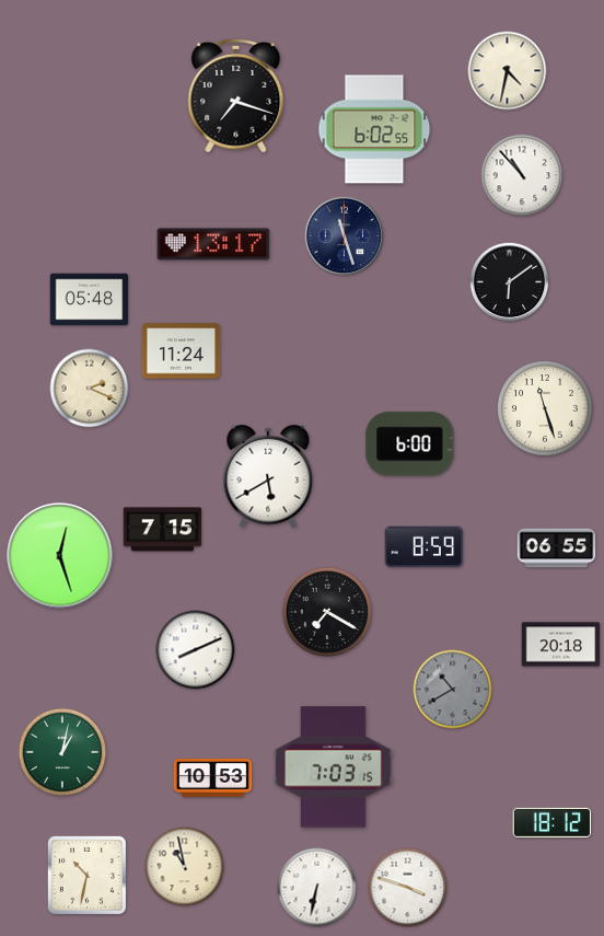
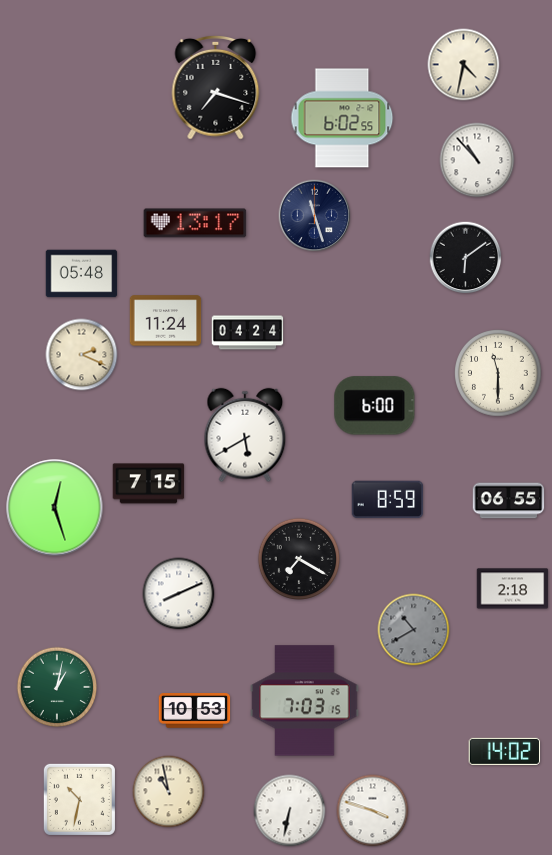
clock at (248, 333): none -> 04:24
clock at (546, 409): 11:27 -> 11:30
clock at (561, 645): 20:18 -> 2:18
clock at (553, 822): 18:12 -> 14:02
